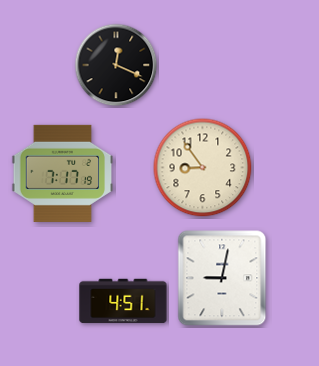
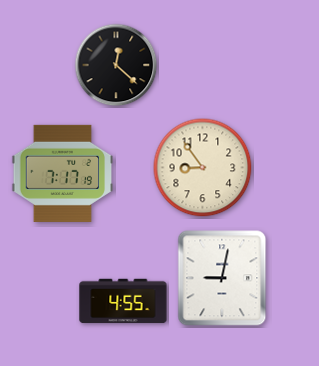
clock at (116, 65): 12:19 -> 12:22
clock at (123, 301): 4:51 -> 4:55
